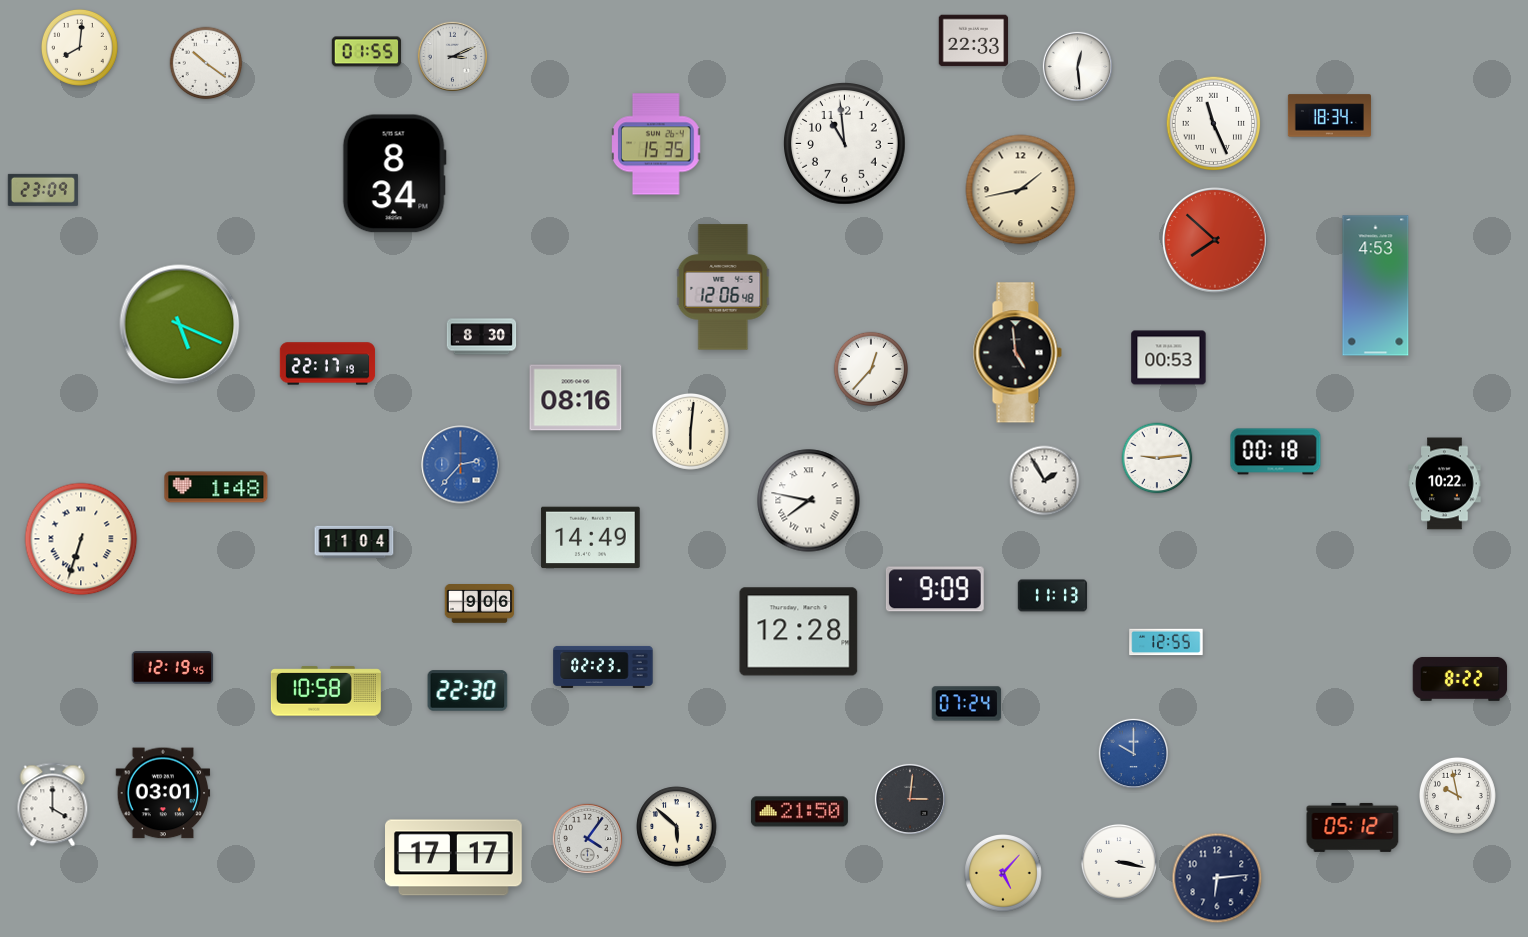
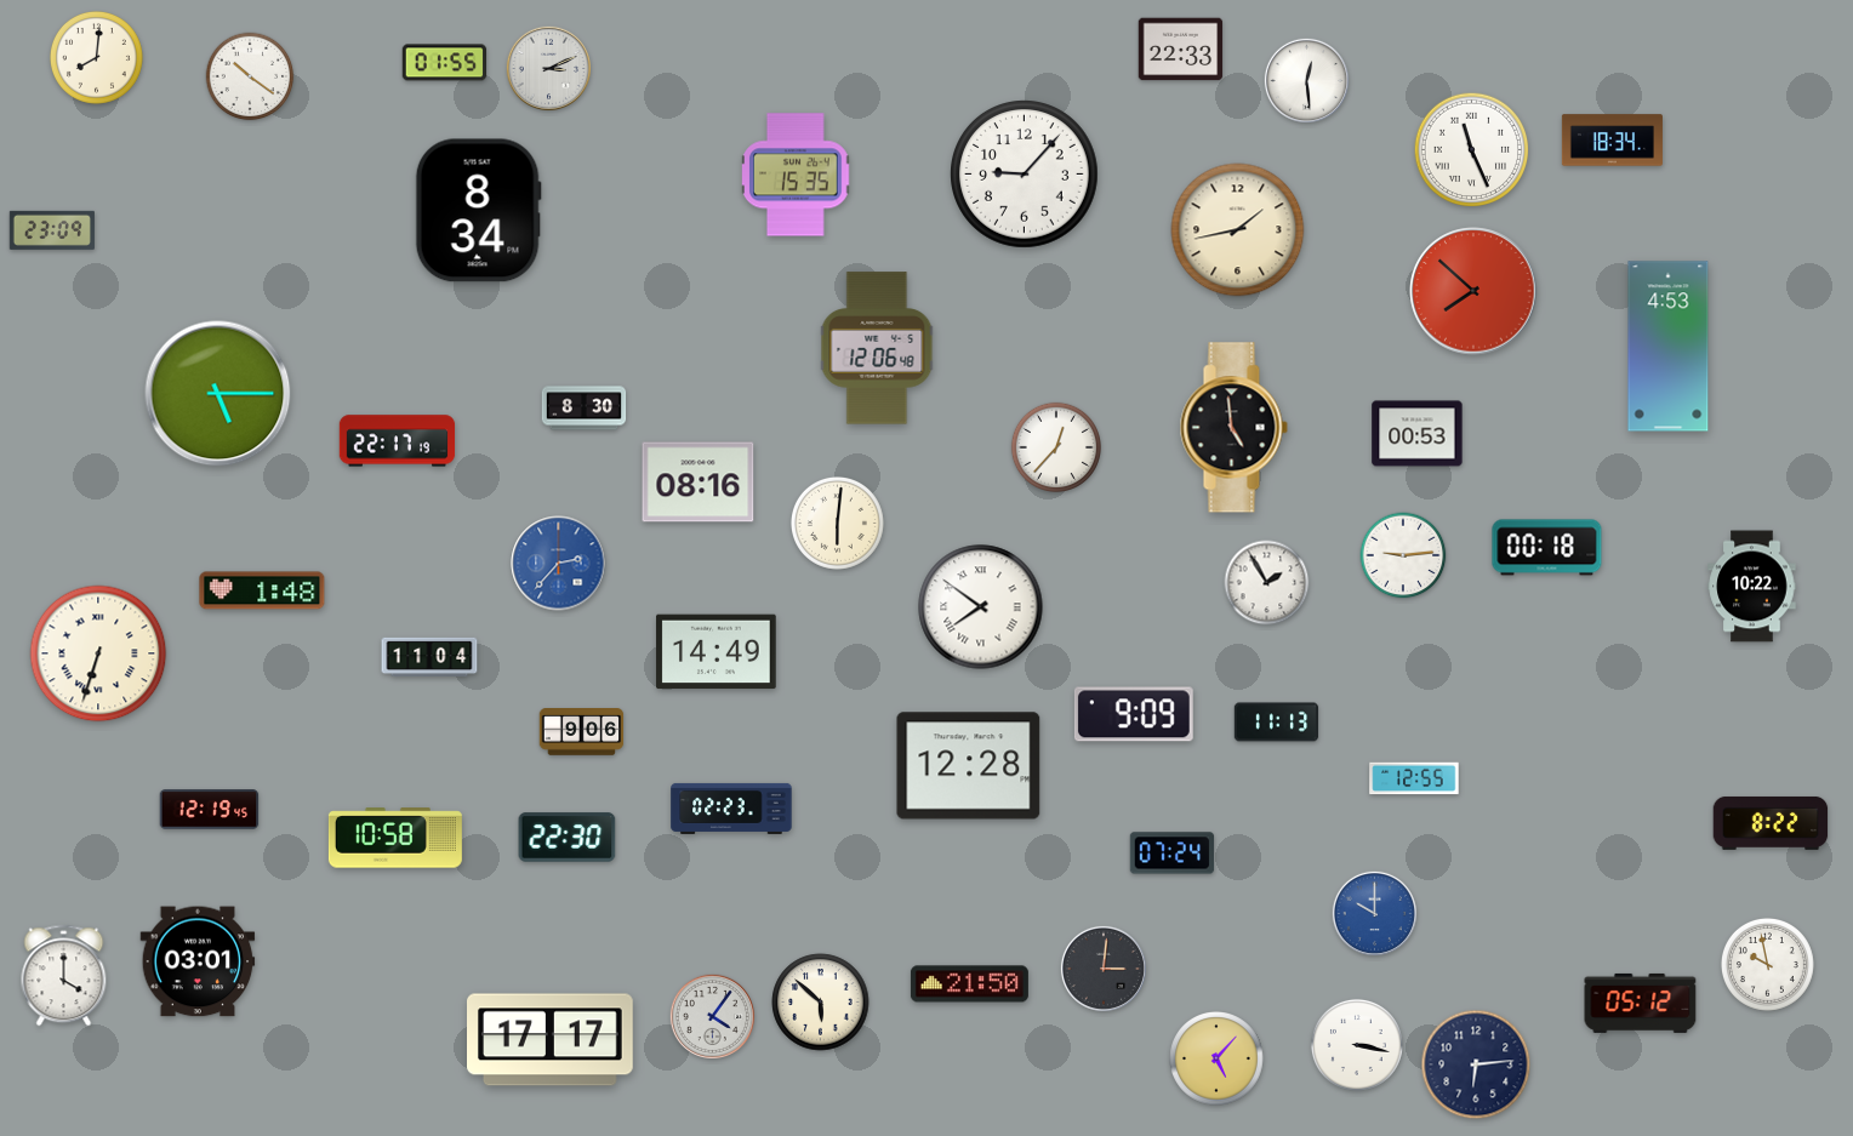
clock at (845, 144): 10:59 -> 9:07
clock at (180, 325): 5:19 -> 5:15
clock at (809, 501): 7:47 -> 7:51
